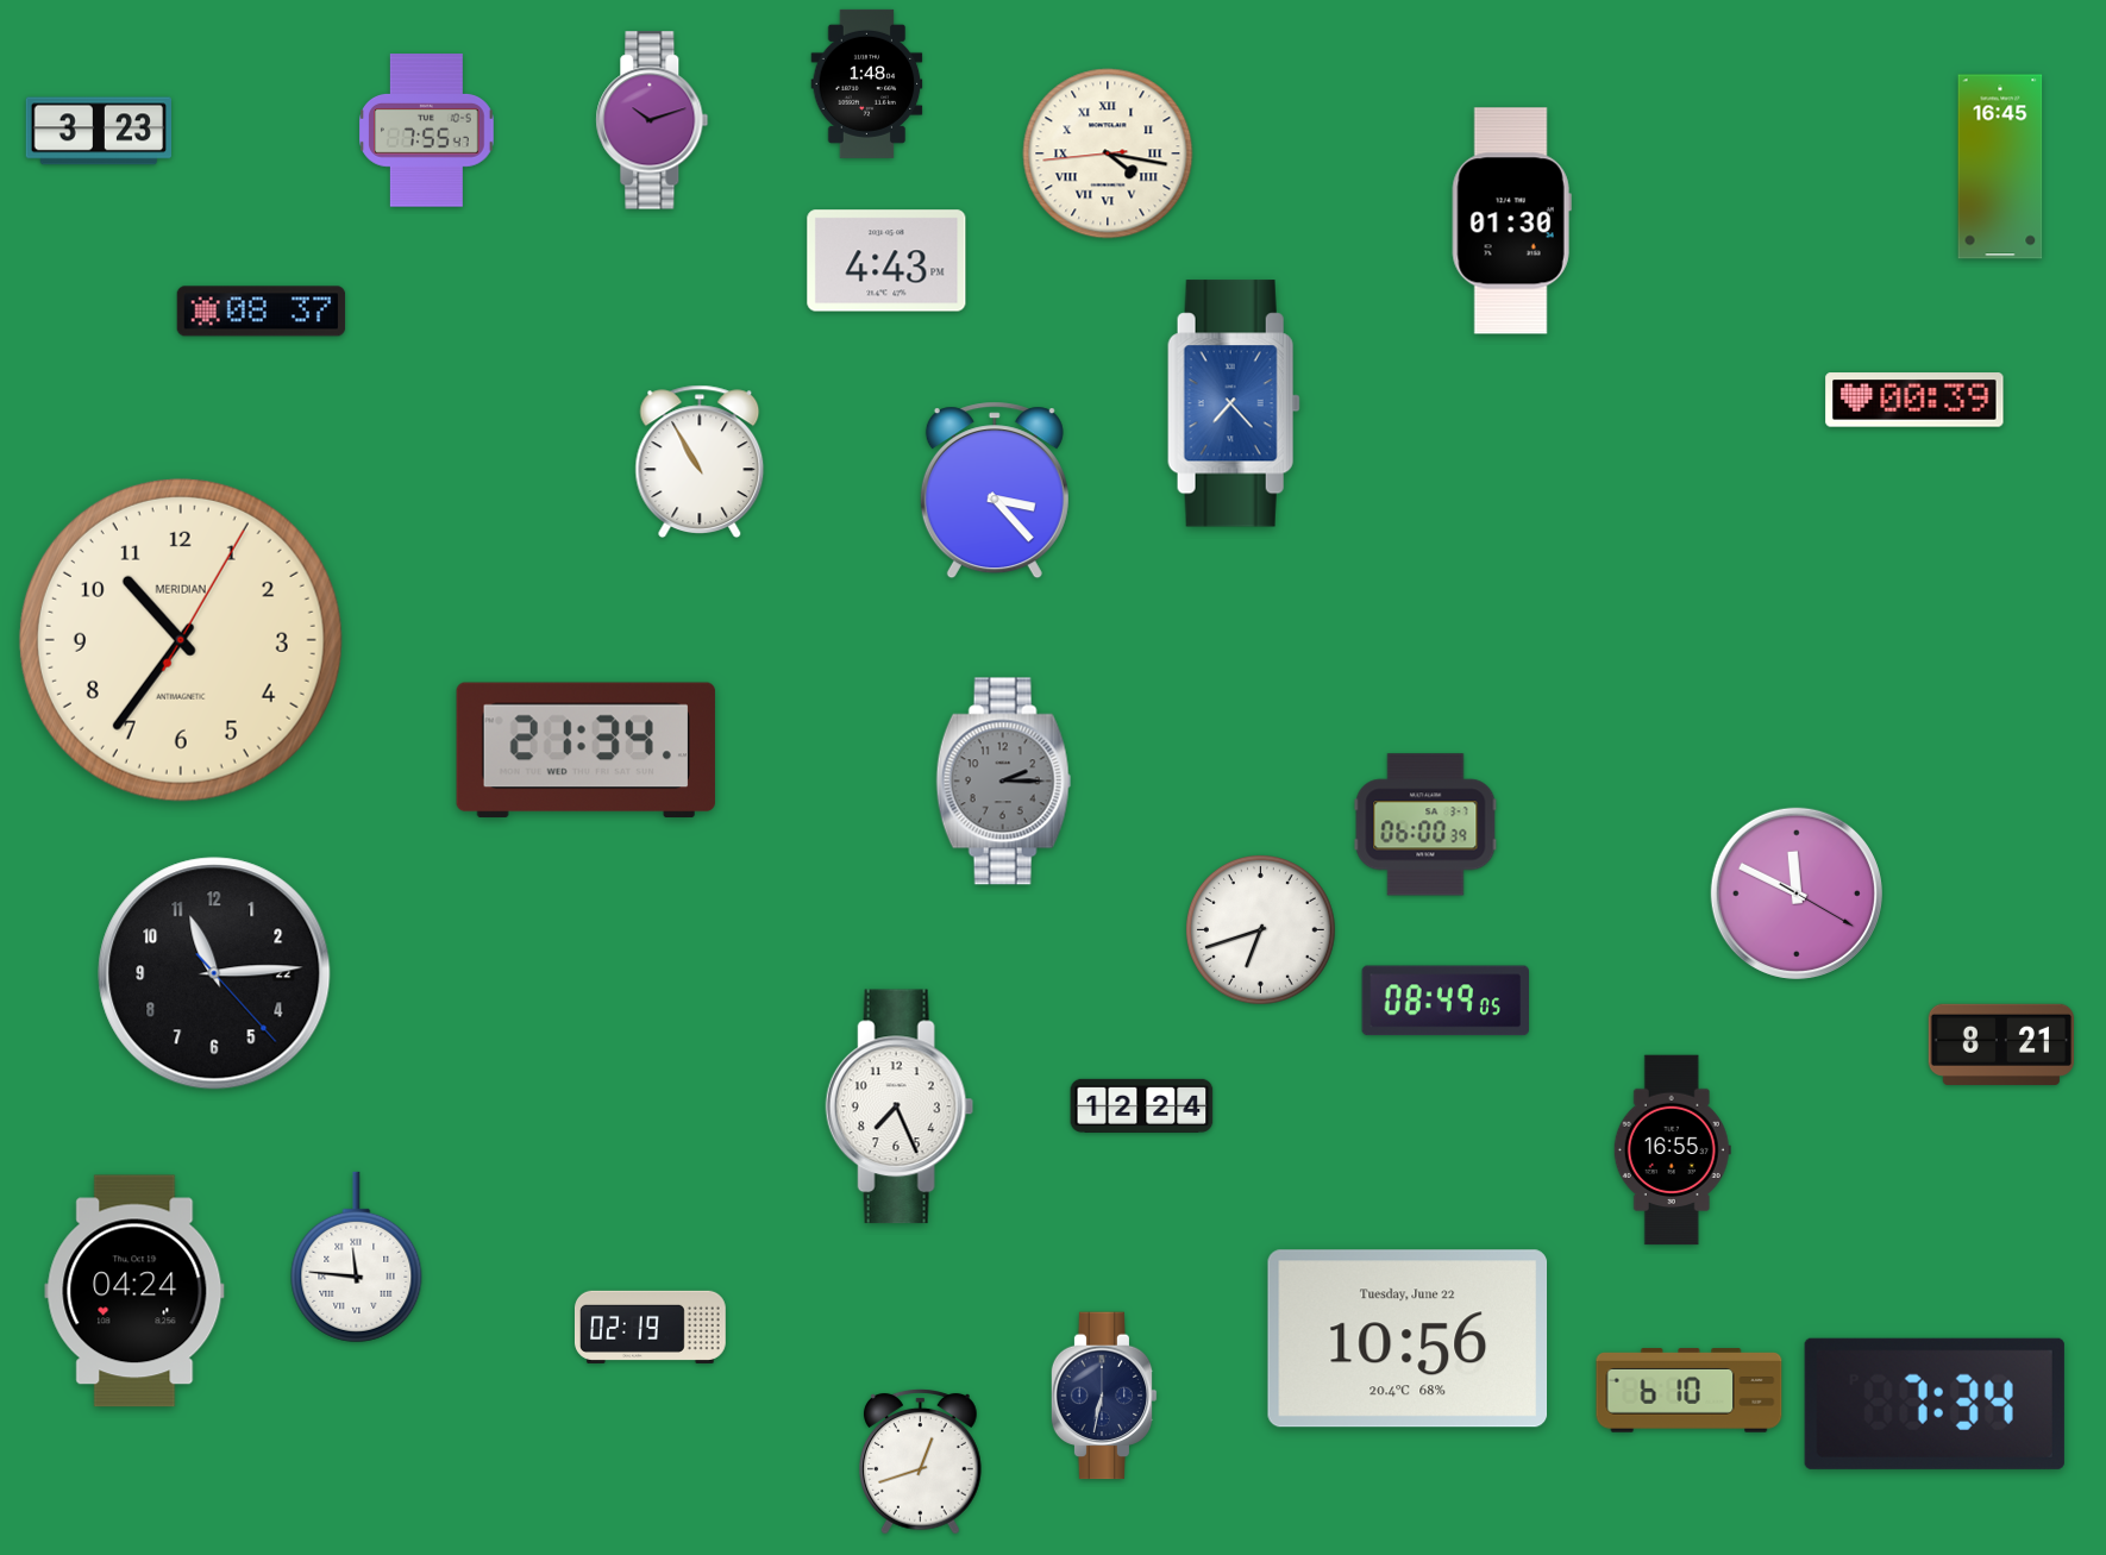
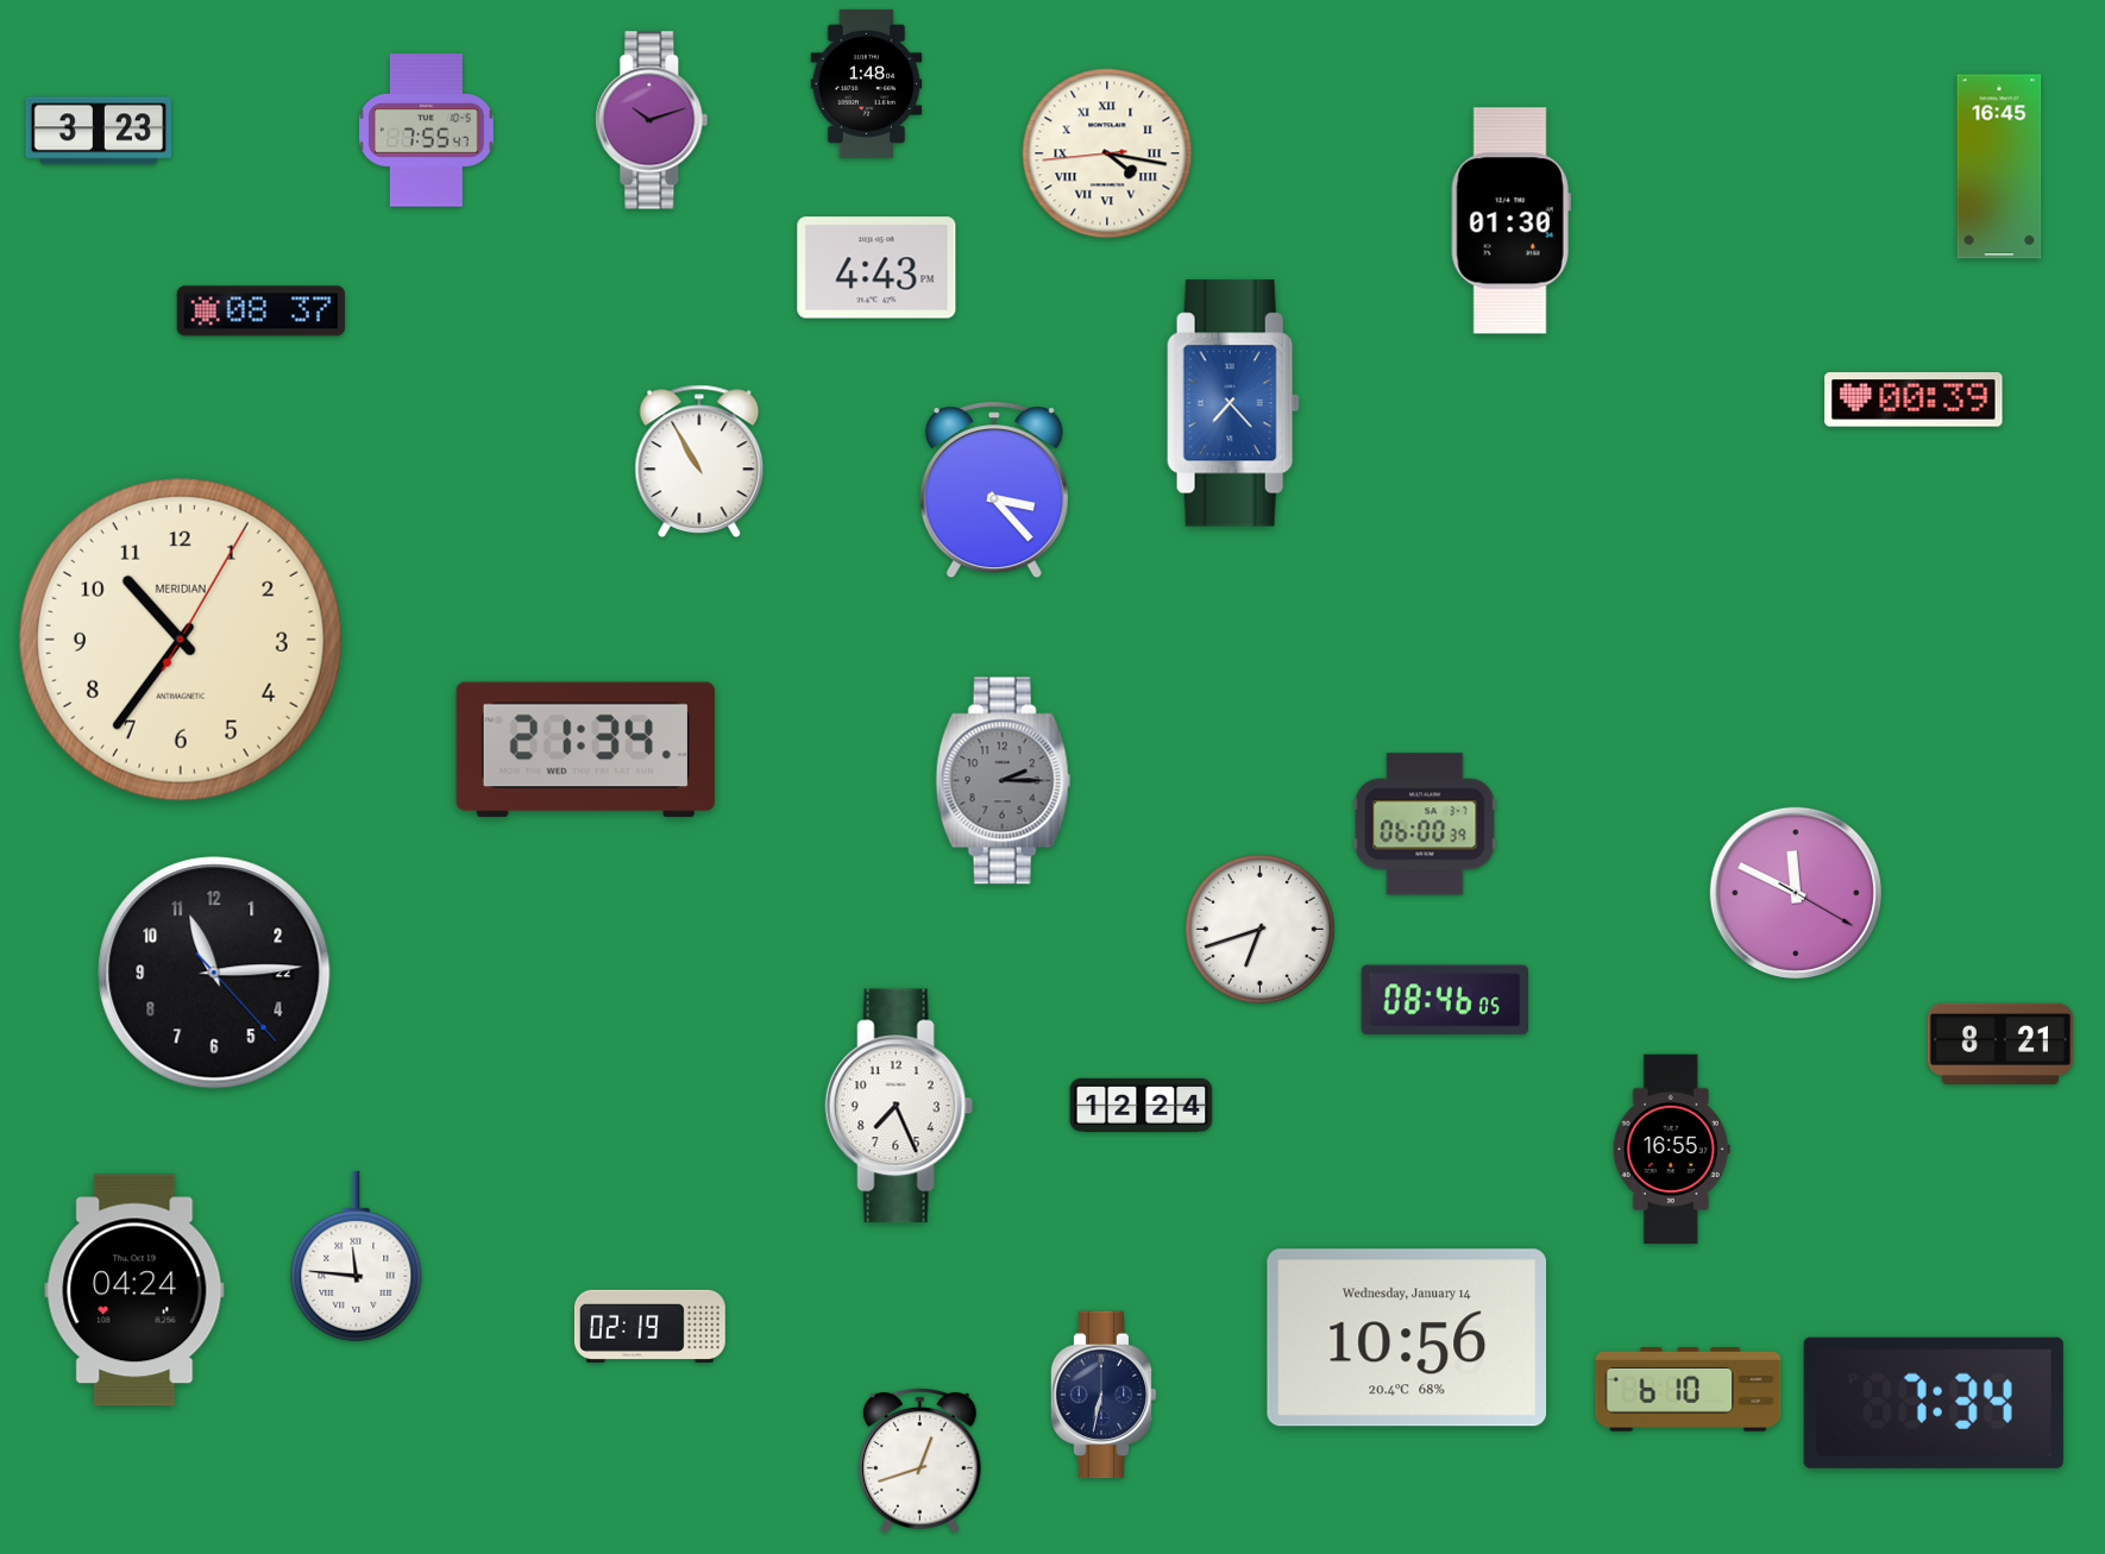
clock at (886, 261) position: (886, 261) -> (876, 268)
clock at (1444, 1001): 08:49 -> 08:46
clock at (1408, 1338) date: Tuesday, June 22 -> Wednesday, January 14
